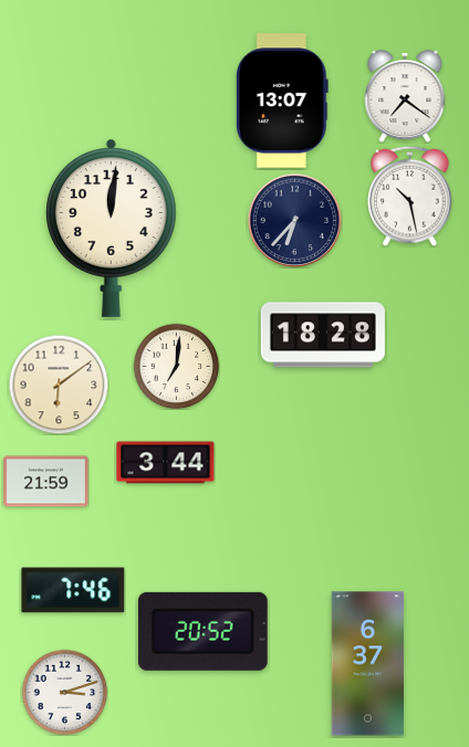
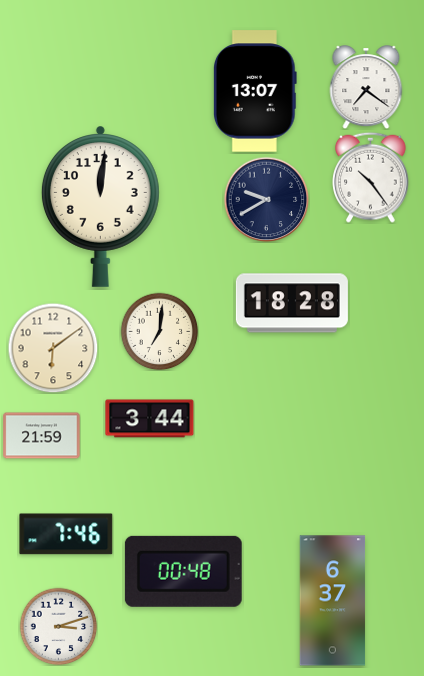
clock at (410, 196): 10:28 -> 10:24
clock at (294, 220): 6:37 -> 9:40
clock at (202, 631): 20:52 -> 00:48
